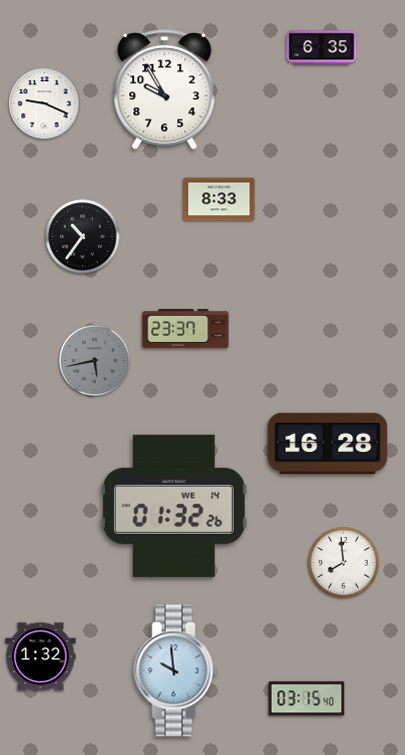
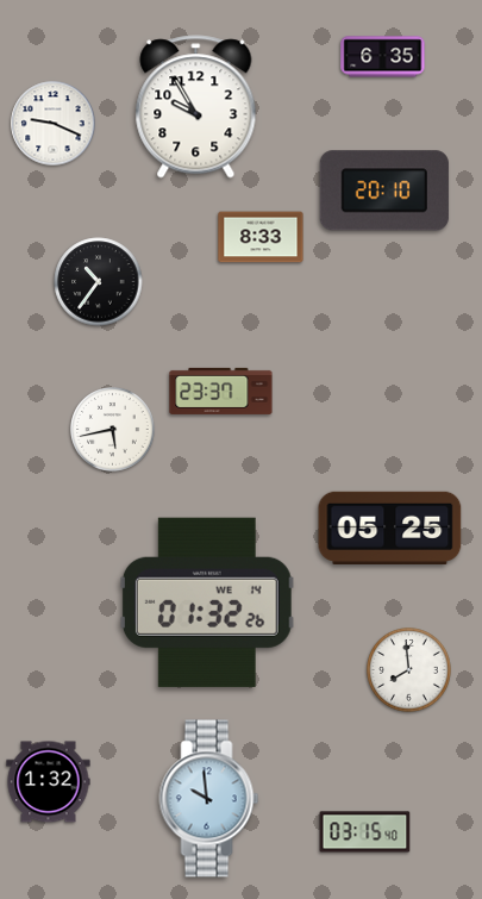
clock at (384, 191): none -> 20:10
clock at (95, 361) dial: grey -> white
clock at (328, 443): 16:28 -> 05:25
